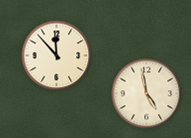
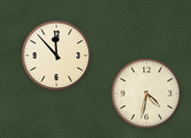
clock at (147, 94): 4:58 -> 4:32
